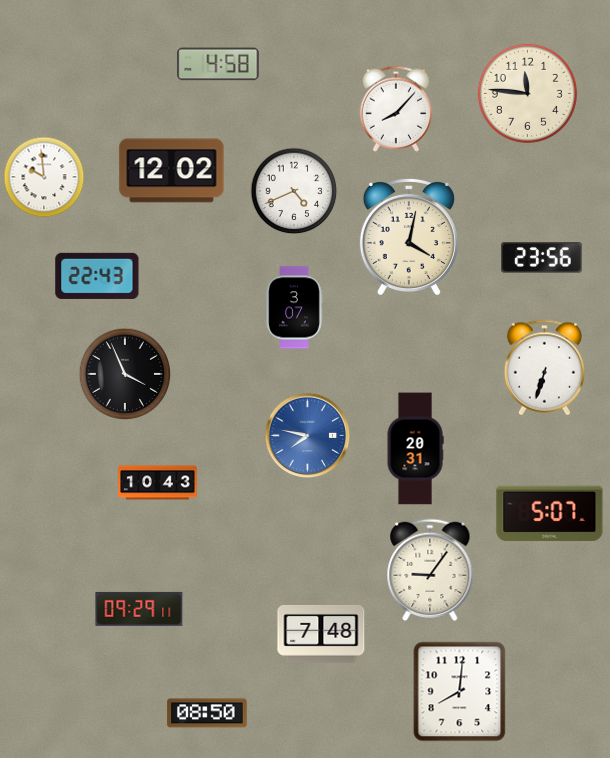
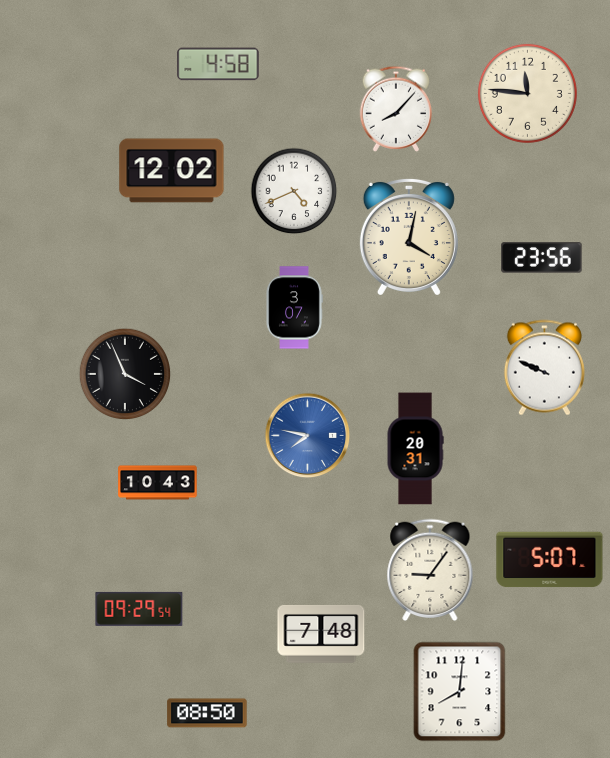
clock at (44, 177): 9:59 -> none
clock at (97, 276): 22:43 -> none
clock at (544, 368): 6:33 -> 9:49
clock at (550, 514) position: (550, 514) -> (550, 560)
clock at (139, 609): 09:29:11 -> 09:29:54
